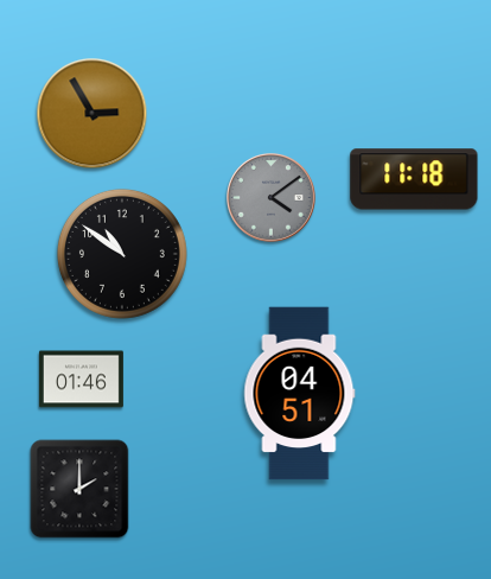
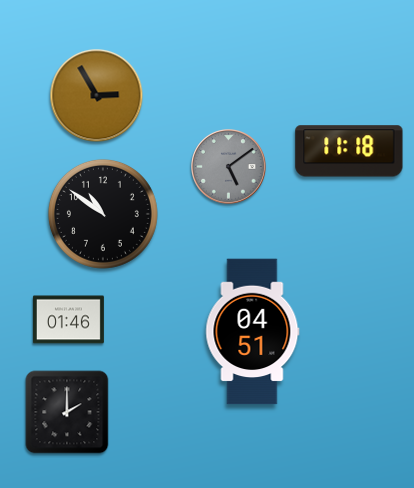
clock at (93, 114) position: (93, 114) -> (97, 96)
clock at (272, 198): 4:09 -> 5:09
